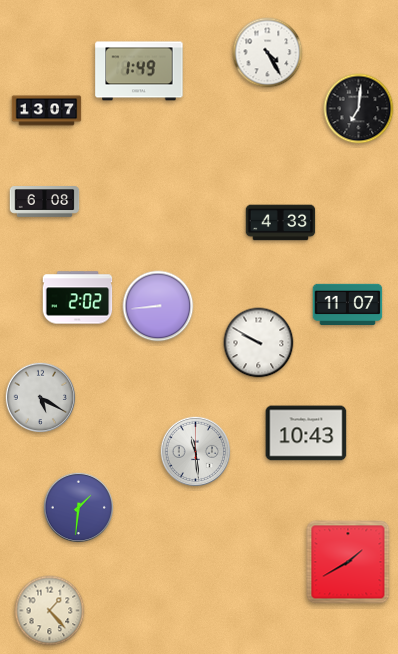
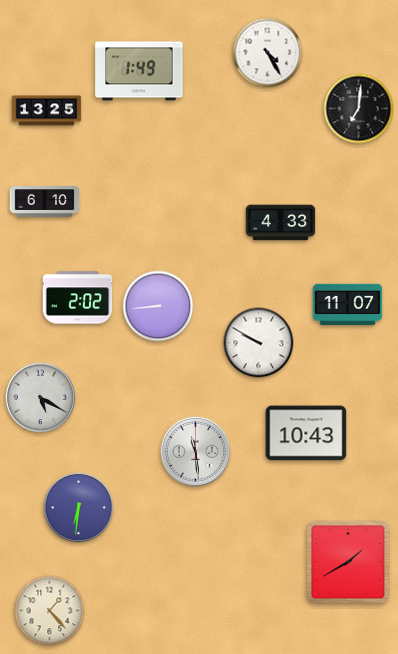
clock at (47, 111): 13:07 -> 13:25
clock at (45, 202): 6:08 -> 6:10
clock at (79, 508): 1:31 -> 6:31
